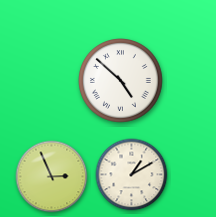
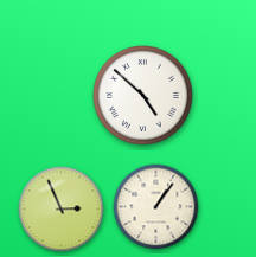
clock at (132, 175): 1:10 -> 1:06
